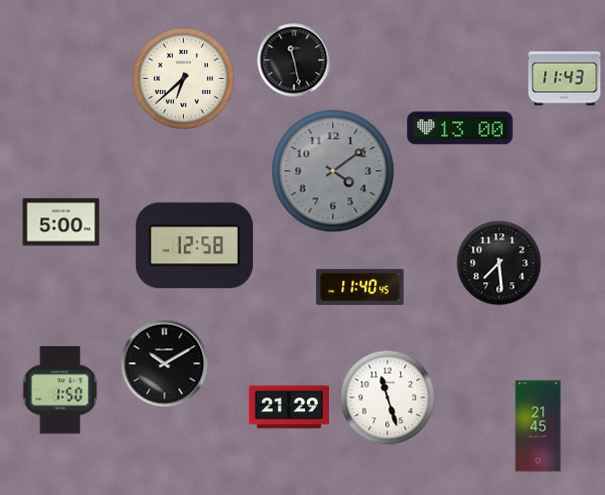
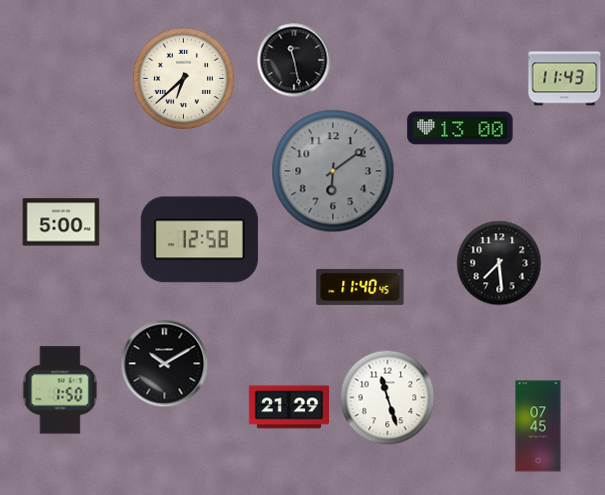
clock at (333, 171): 4:09 -> 6:09
clock at (194, 246) position: (194, 246) -> (199, 240)
clock at (538, 426): 21:45 -> 07:45
